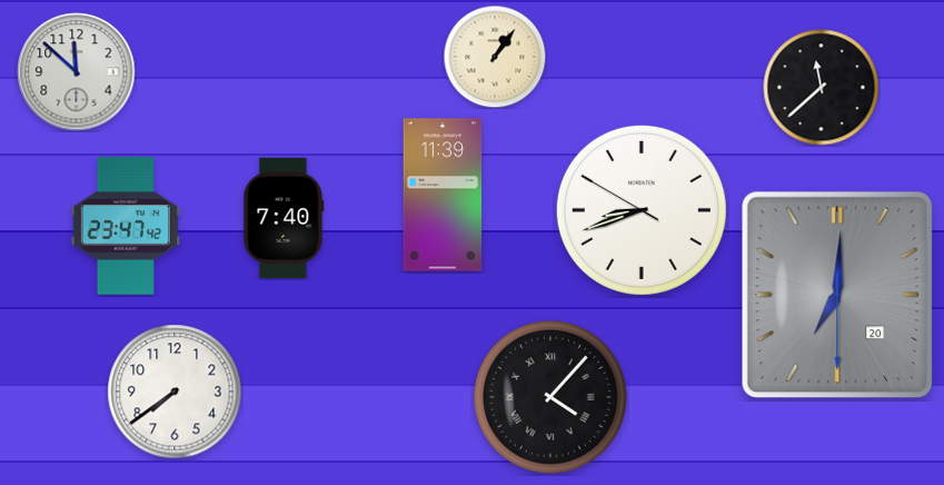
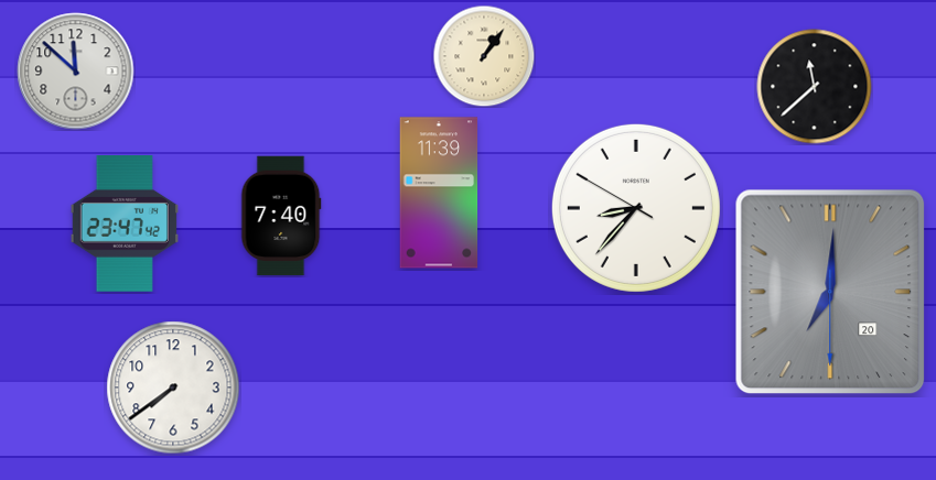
clock at (495, 57) position: (495, 57) -> (484, 56)
clock at (642, 210): 8:41 -> 8:36
clock at (552, 398): 4:07 -> none
